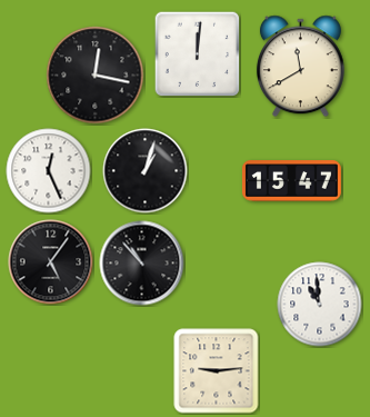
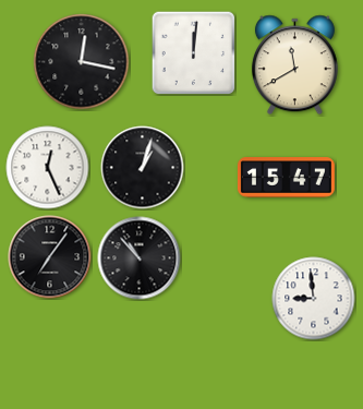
clock at (96, 76) position: (96, 76) -> (82, 62)
clock at (51, 262): 5:06 -> 7:06
clock at (320, 305): 10:59 -> 8:59
clock at (217, 371): 9:14 -> none
